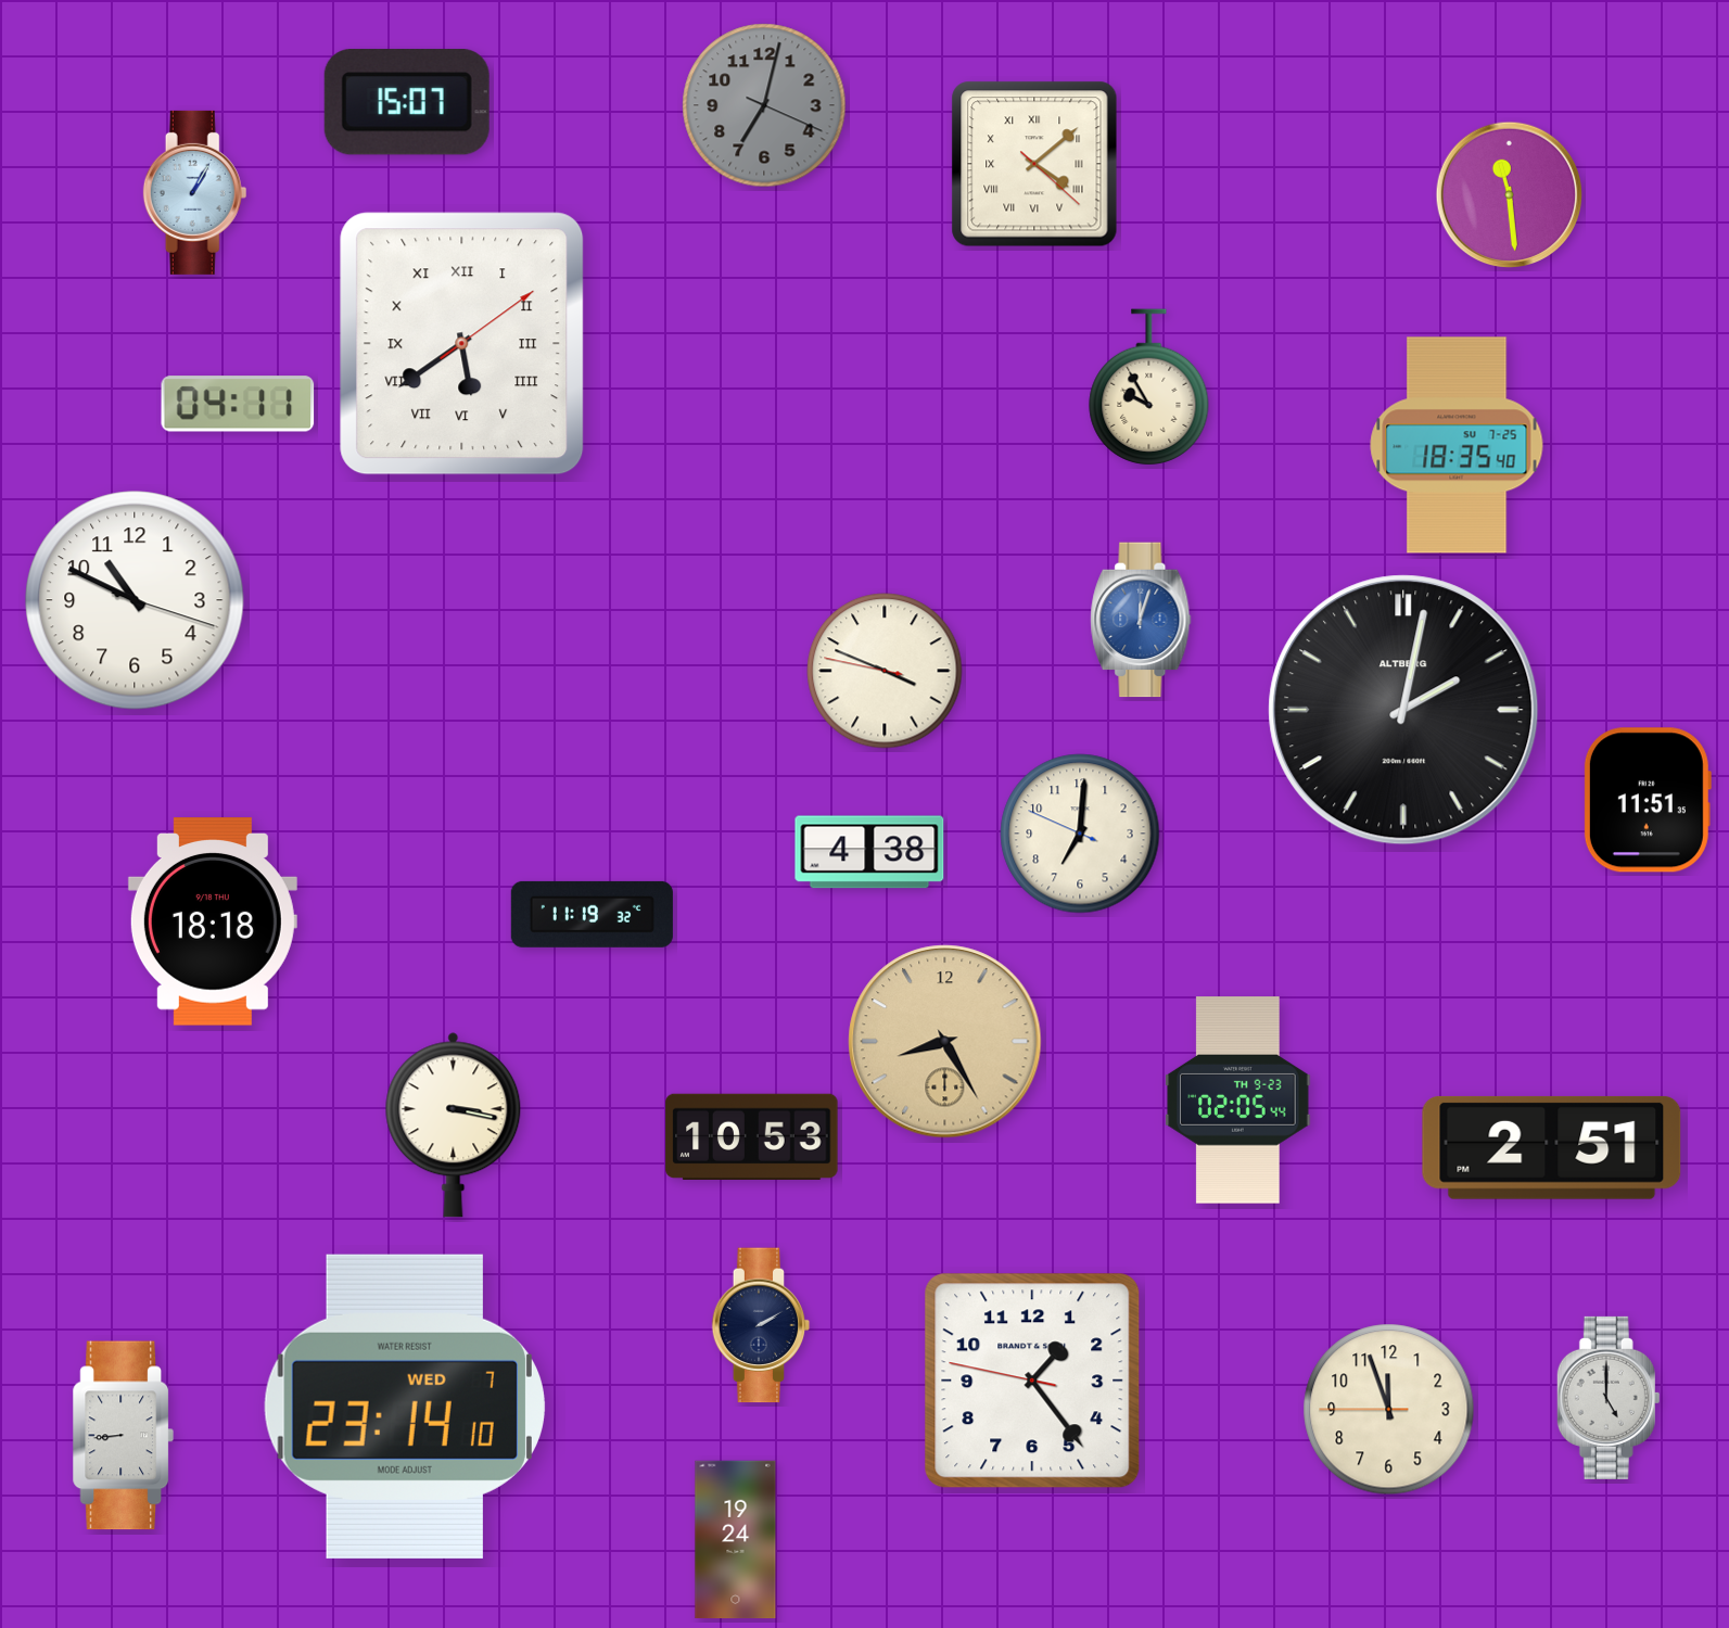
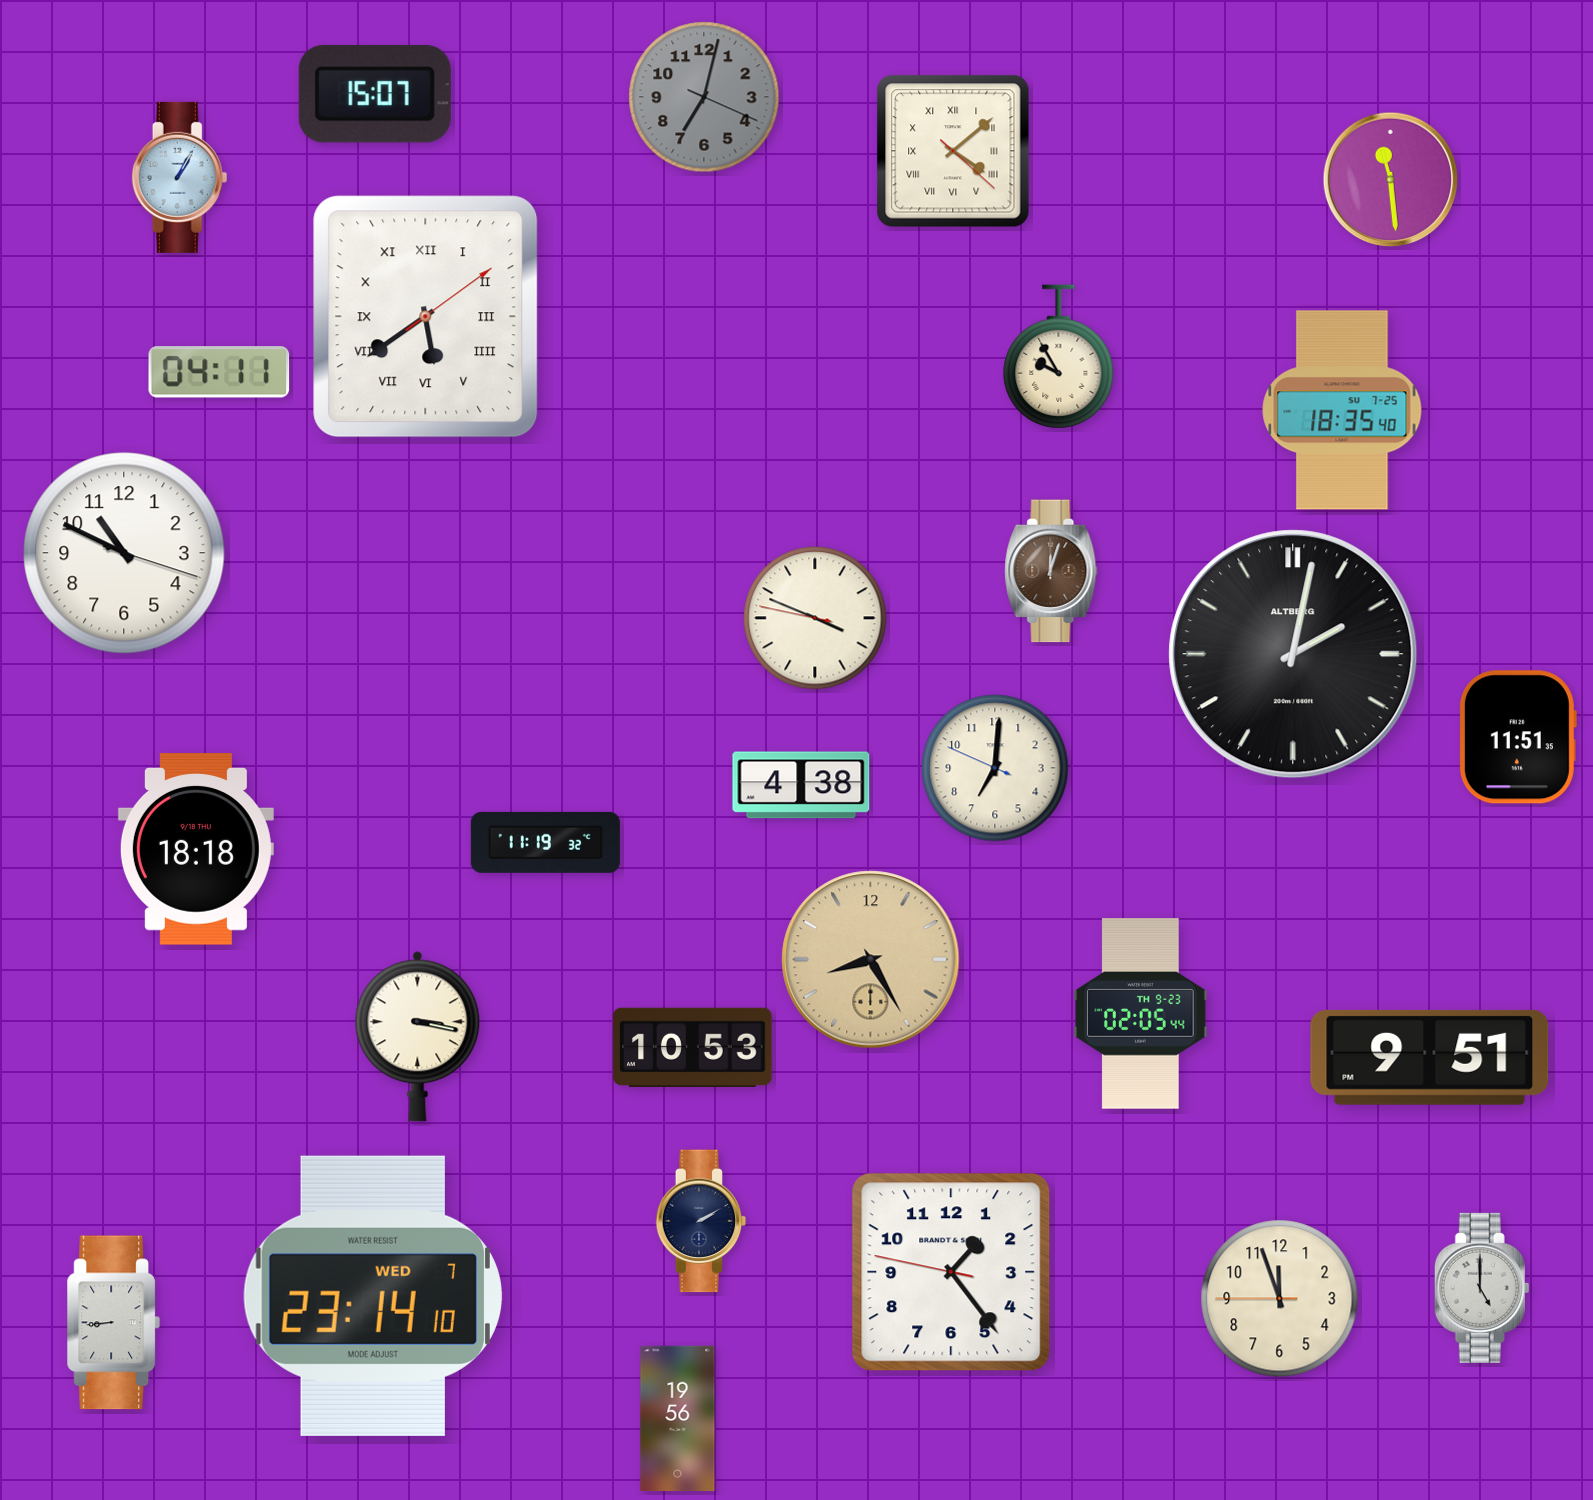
clock at (1141, 620) dial: blue -> brown
clock at (1552, 1147): 2:51 -> 9:51
clock at (736, 1540): 19:24 -> 19:56
